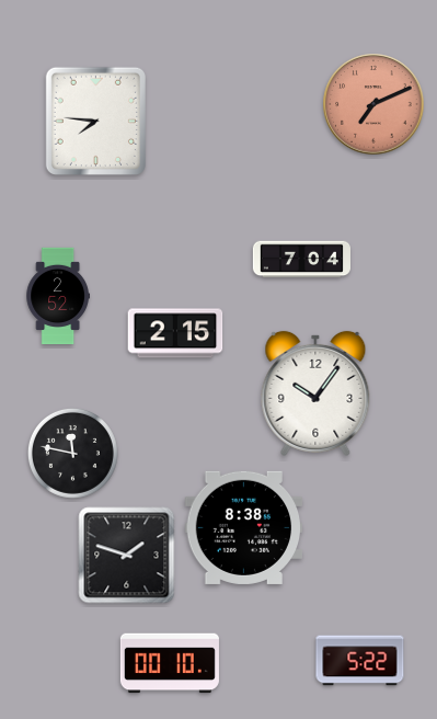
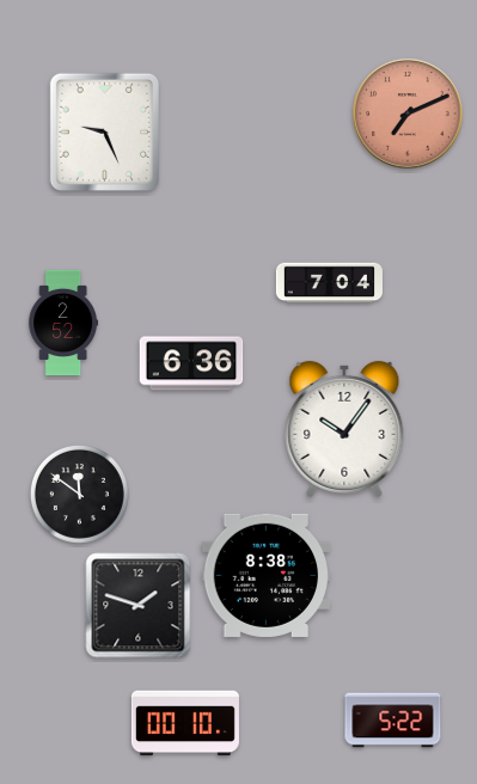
clock at (95, 121): 7:46 -> 9:26
clock at (175, 333): 2:15 -> 6:36
clock at (72, 453): 11:47 -> 11:51
